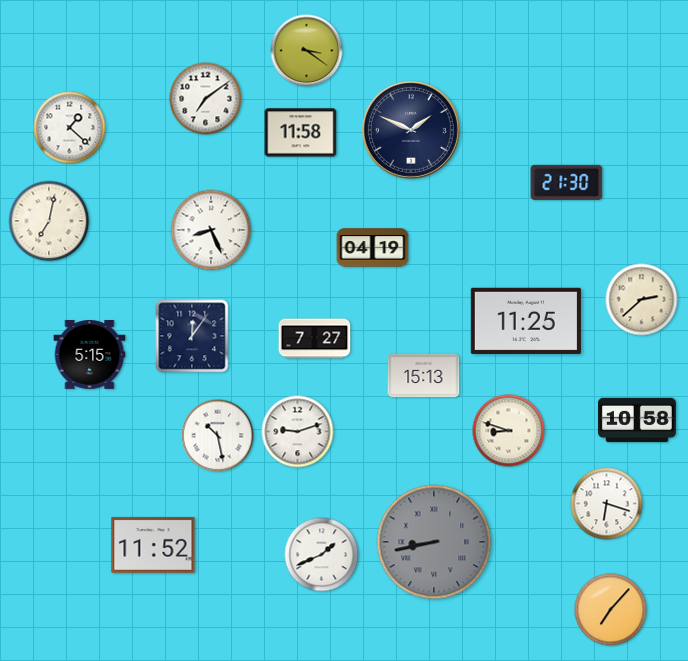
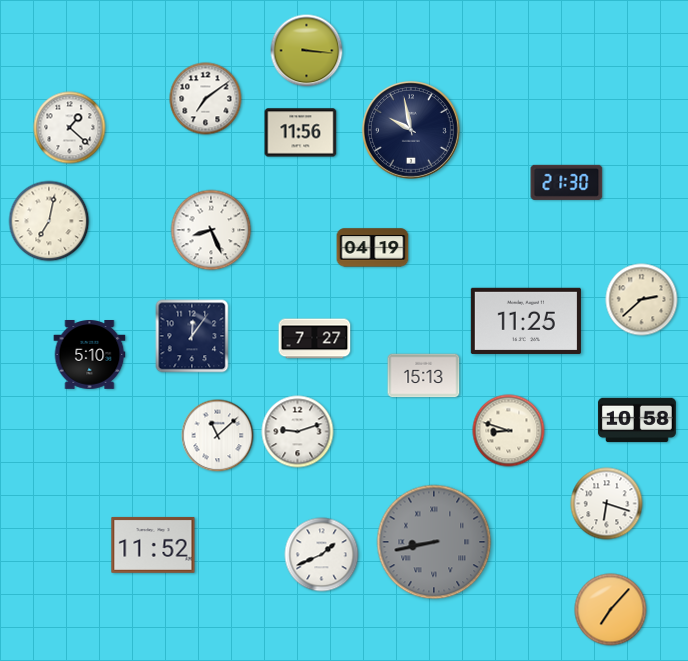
clock at (307, 51): 3:21 -> 3:16
clock at (411, 130): 1:49 -> 9:58
clock at (301, 133): 11:58 -> 11:56
clock at (90, 355): 5:15 -> 5:10
clock at (218, 436): 10:28 -> 11:08
